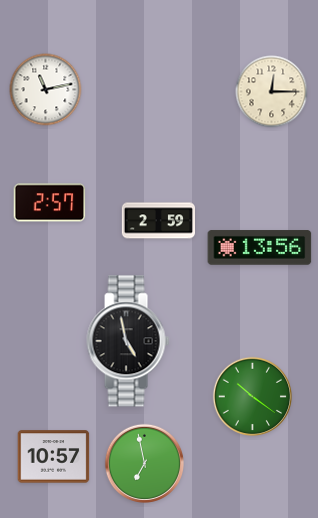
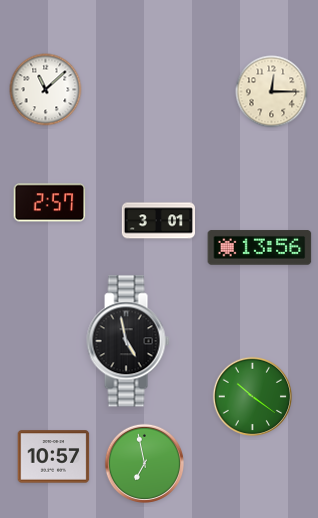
clock at (46, 90): 11:13 -> 11:08
clock at (158, 221): 2:59 -> 3:01
